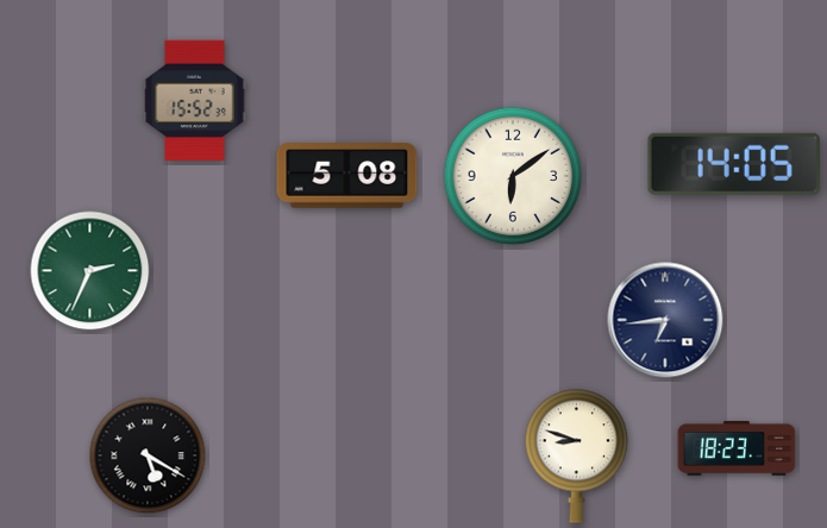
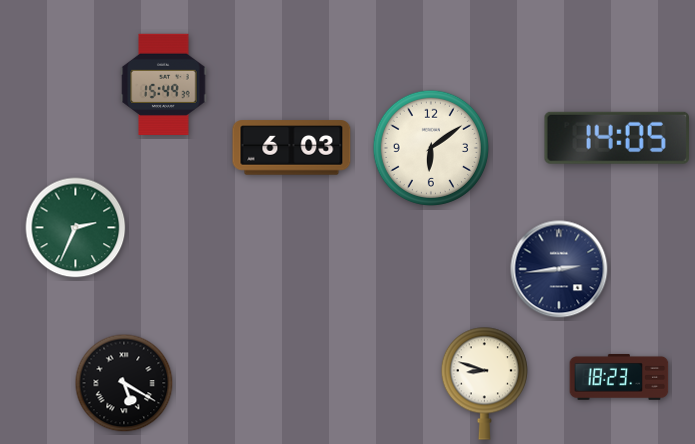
clock at (195, 101): 15:52 -> 15:49
clock at (347, 176): 5:08 -> 6:03
clock at (665, 320): 6:44 -> 2:44
